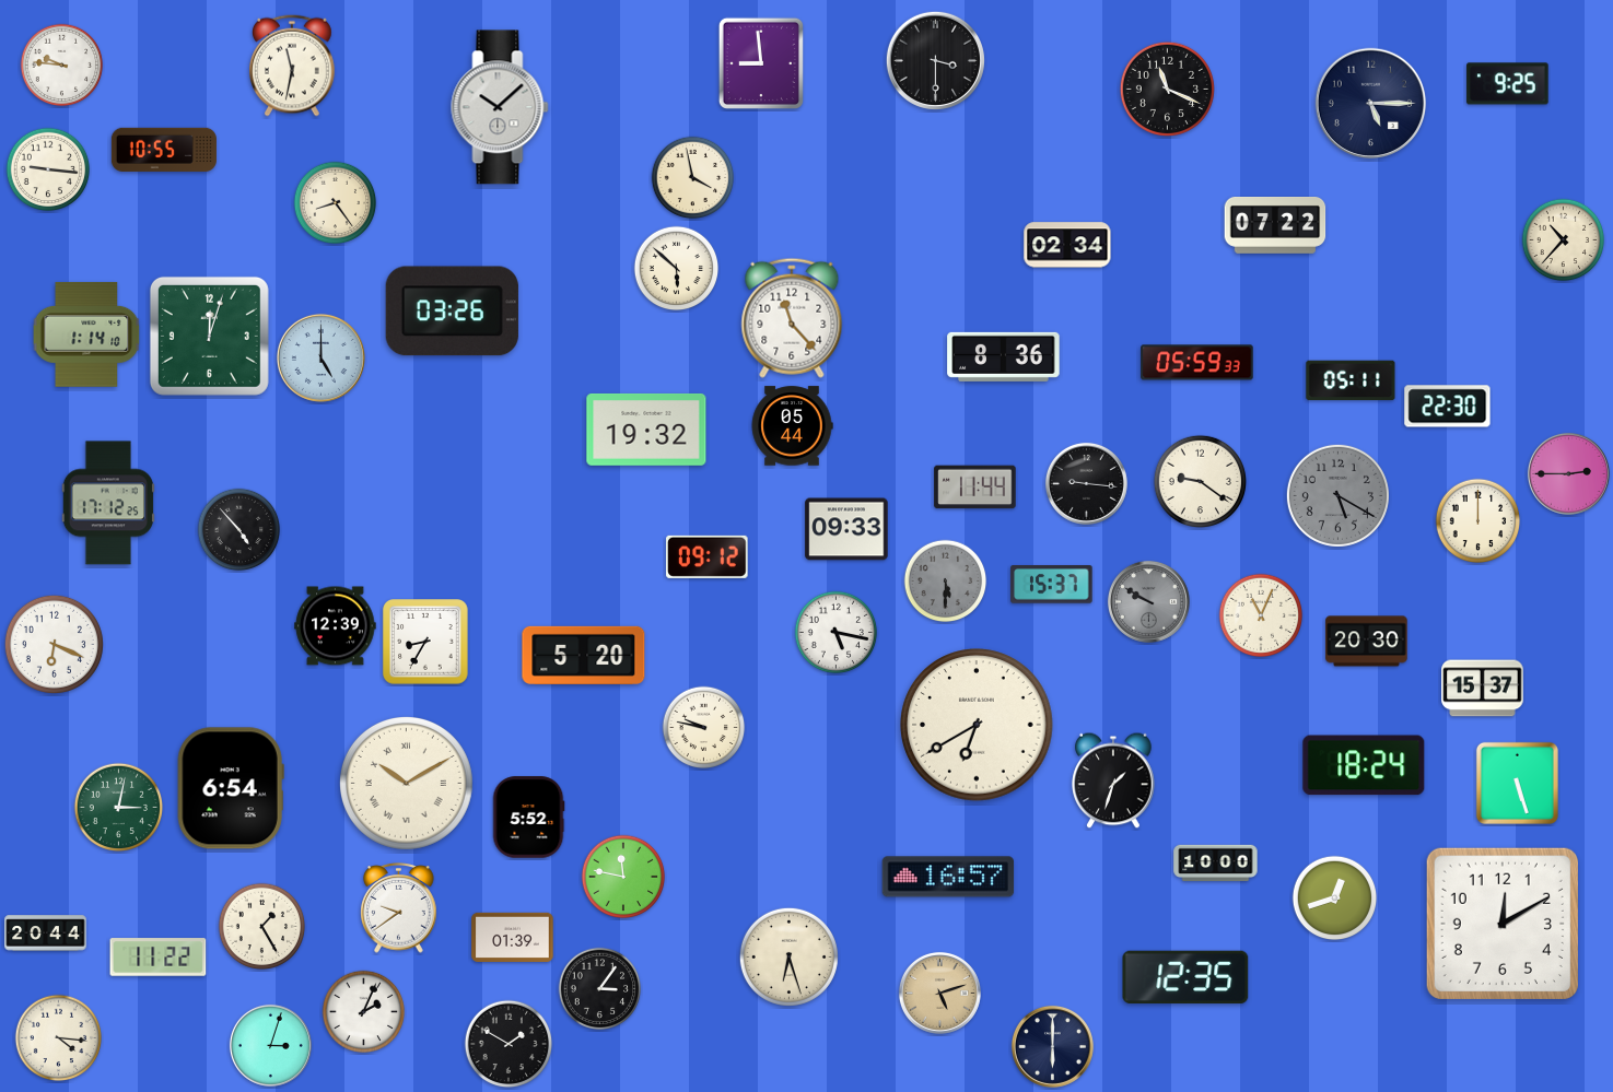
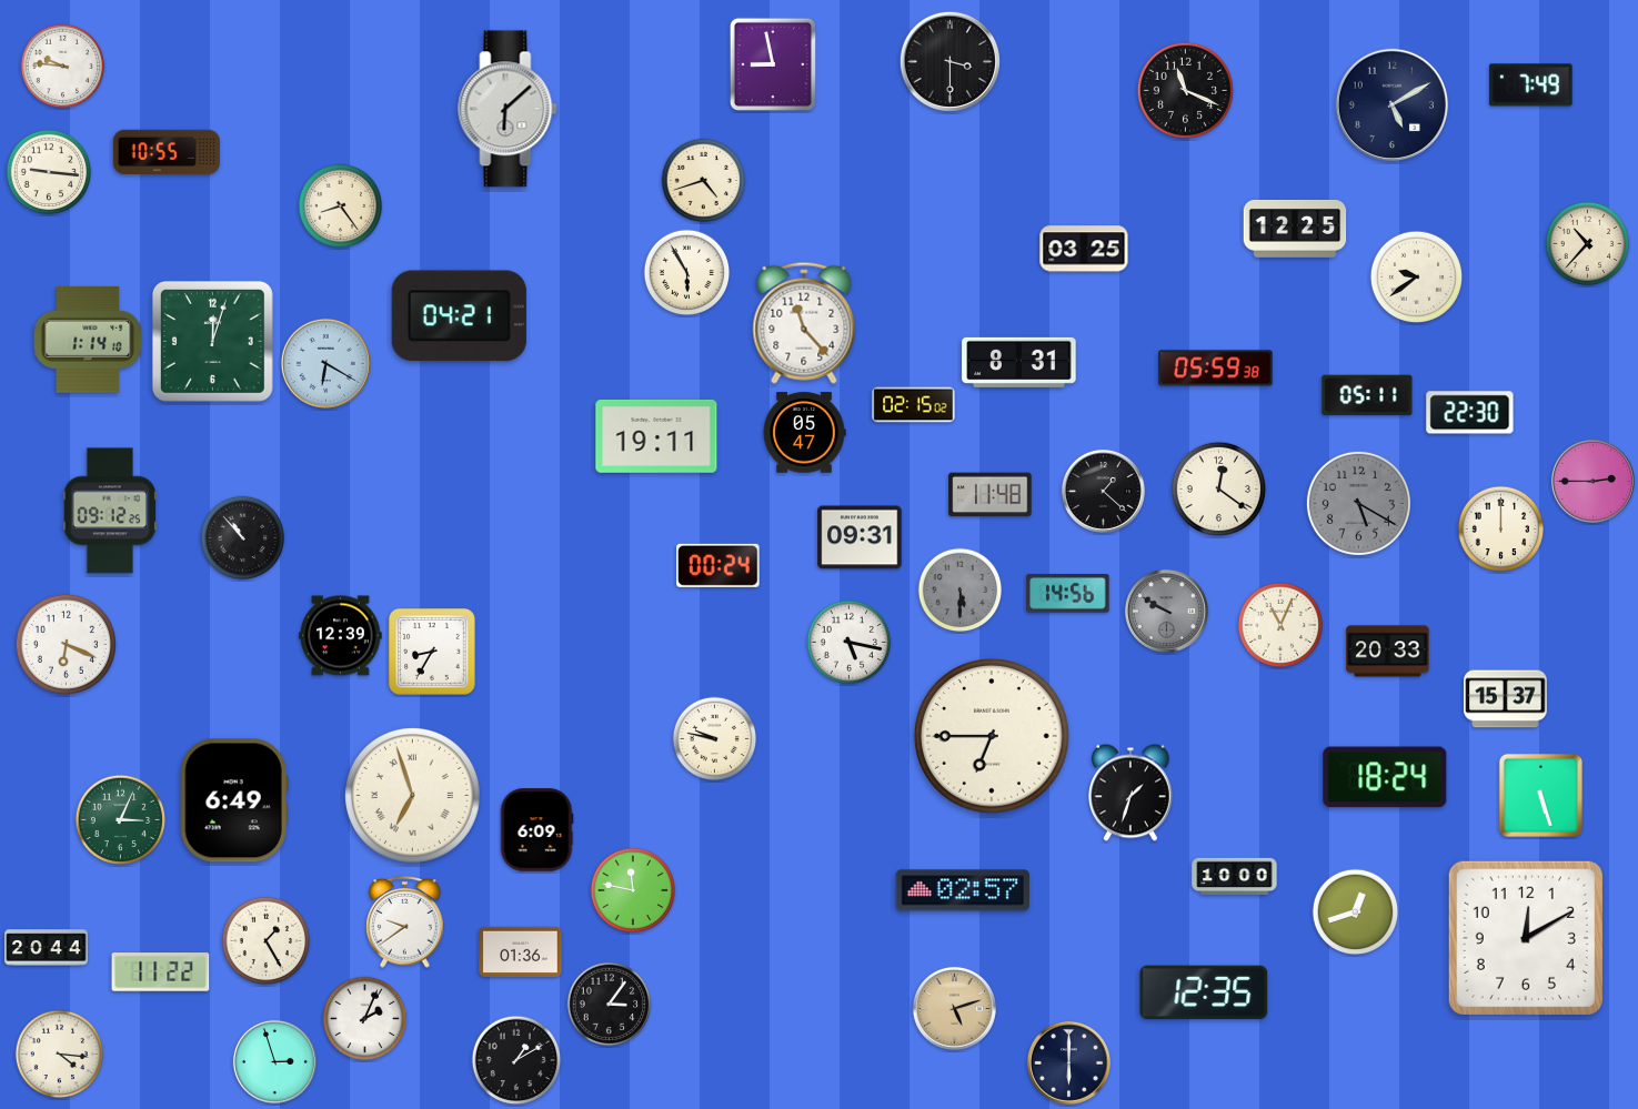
clock at (761, 63): 8:59 -> 8:58
clock at (293, 66): 11:32 -> none
clock at (1508, 84): 9:25 -> 7:49
clock at (1371, 104): 5:15 -> 5:10
clock at (500, 107): 10:08 -> 6:08
clock at (693, 178): 3:58 -> 4:42
clock at (1275, 226): 07:22 -> 12:25
clock at (1067, 245): 02:34 -> 03:25
clock at (677, 269): 5:52 -> 5:55
clock at (1416, 276): none -> 9:39
clock at (452, 312): 03:26 -> 04:21
clock at (1004, 356): 8:36 -> 8:31
clock at (320, 357): 5:00 -> 6:20
clock at (1197, 363): 05:59:33 -> 05:59:38
clock at (1351, 380) position: (1351, 380) -> (1367, 395)
clock at (914, 405): none -> 02:15
clock at (792, 426): 05:44 -> 05:47
clock at (646, 430): 19:32 -> 19:11
clock at (1200, 481): 9:21 -> 12:21
clock at (1086, 483): 9:16 -> 1:22
clock at (975, 488): 11:44 -> 11:48
clock at (107, 503): 17:12 -> 09:12
clock at (846, 529): 09:33 -> 09:31
clock at (239, 530): 4:53 -> 10:53
clock at (708, 556): 09:12 -> 00:24
clock at (1052, 585): 15:37 -> 14:56
clock at (1367, 642): 20:30 -> 20:33
clock at (54, 644) position: (54, 644) -> (66, 644)
clock at (584, 655): 5:20 -> none
clock at (977, 725): 6:40 -> 6:45
clock at (406, 783): 10:10 -> 6:57
clock at (231, 788): 6:54 -> 6:49
clock at (119, 808): 3:02 -> 3:04
clock at (528, 818): 5:52 -> 6:09
clock at (948, 877): 16:57 -> 02:57
clock at (513, 937): 01:39 -> 01:36
clock at (788, 956): 6:27 -> none
clock at (364, 1012) position: (364, 1012) -> (365, 1019)
clock at (509, 1044): 1:50 -> 1:10
clock at (270, 1045): 3:03 -> 2:57
